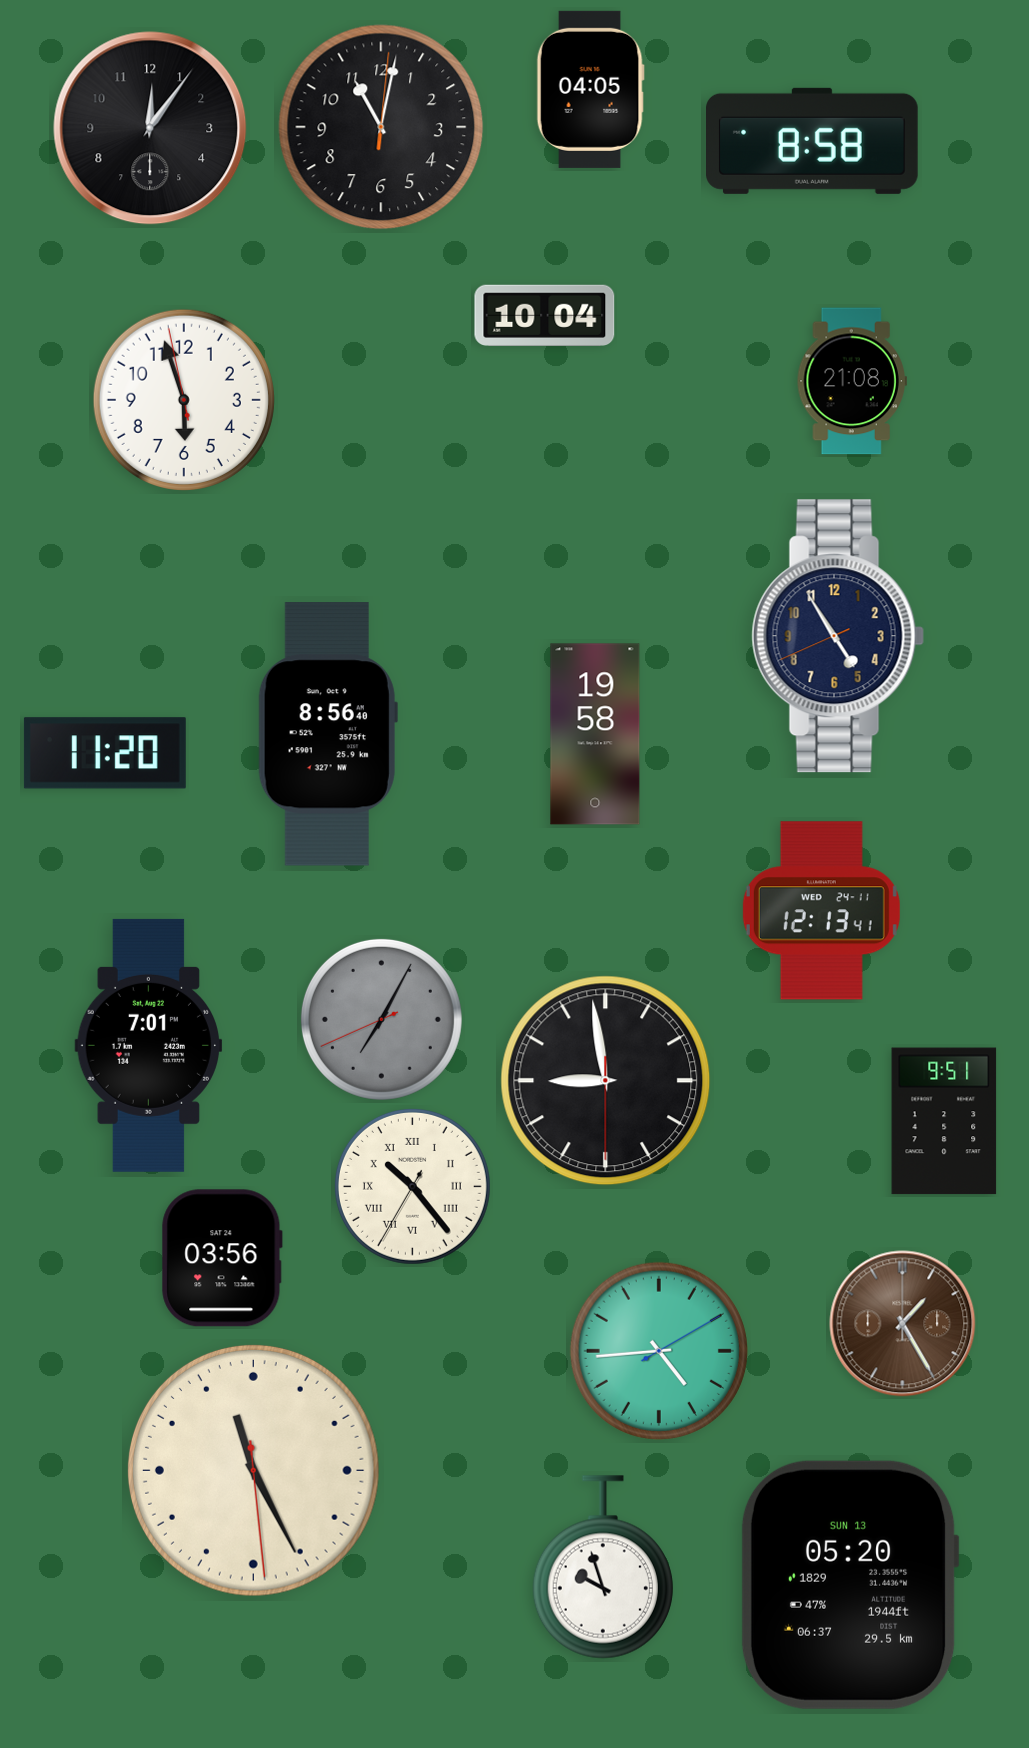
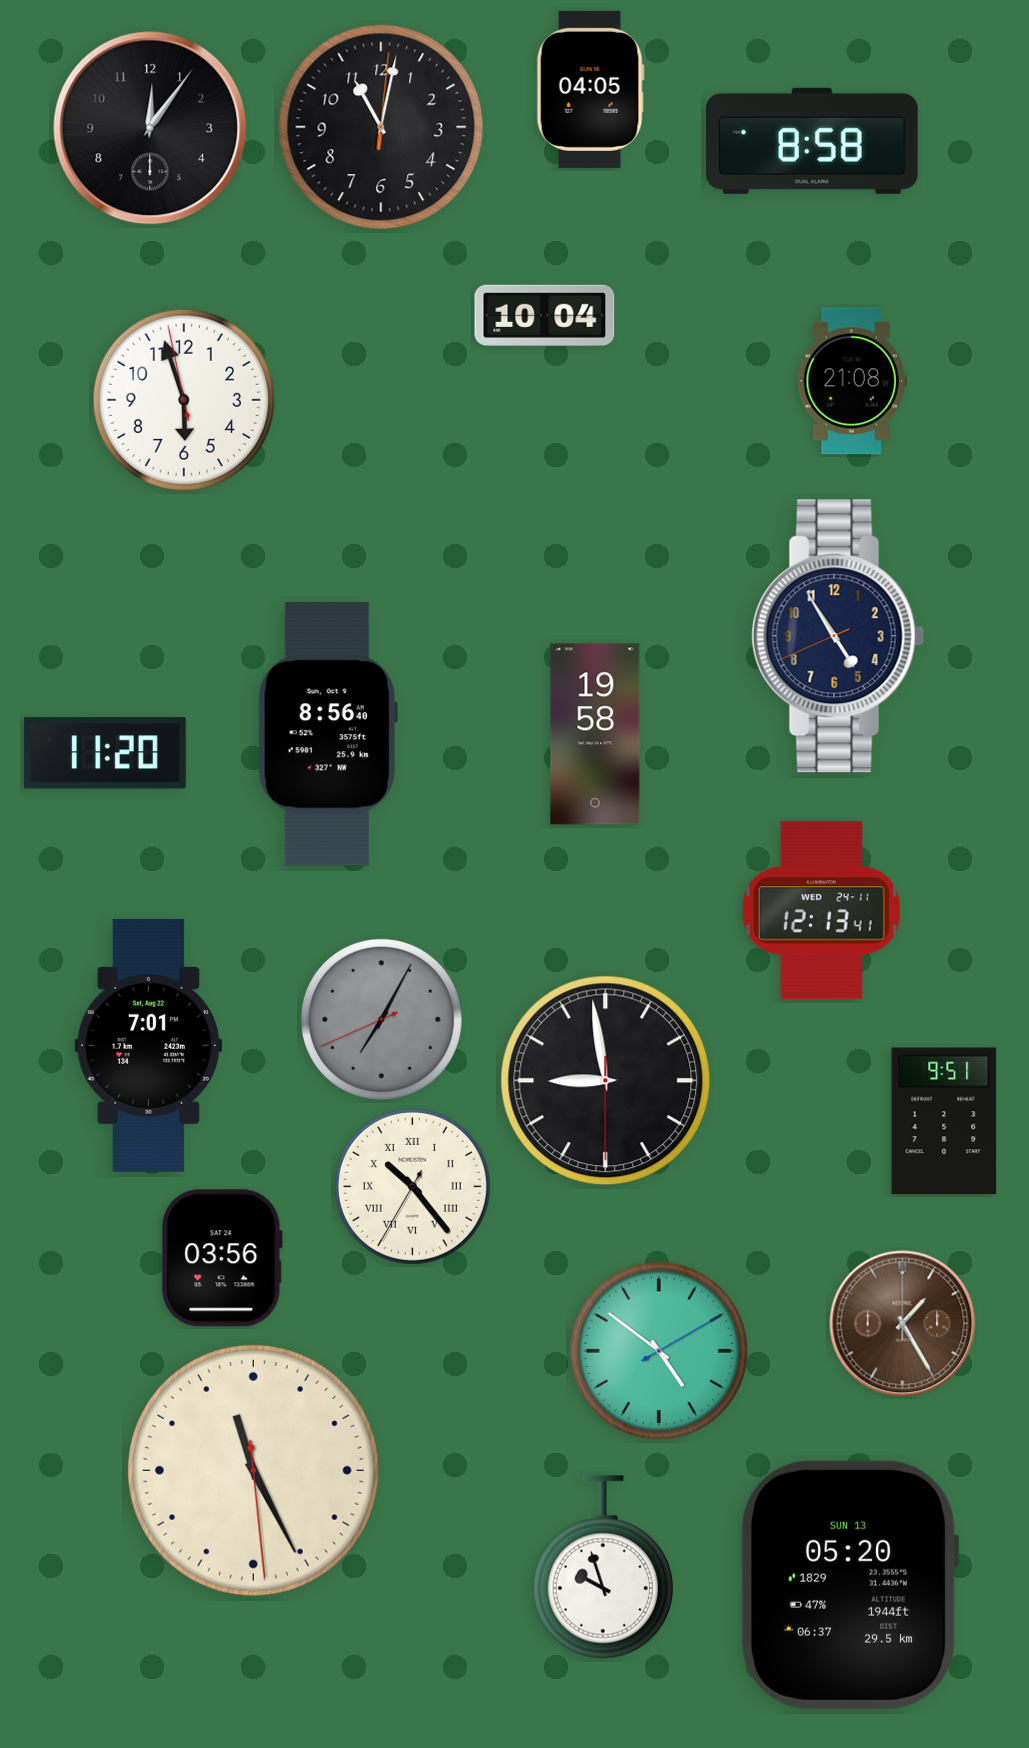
clock at (659, 1351): 4:44 -> 4:51
